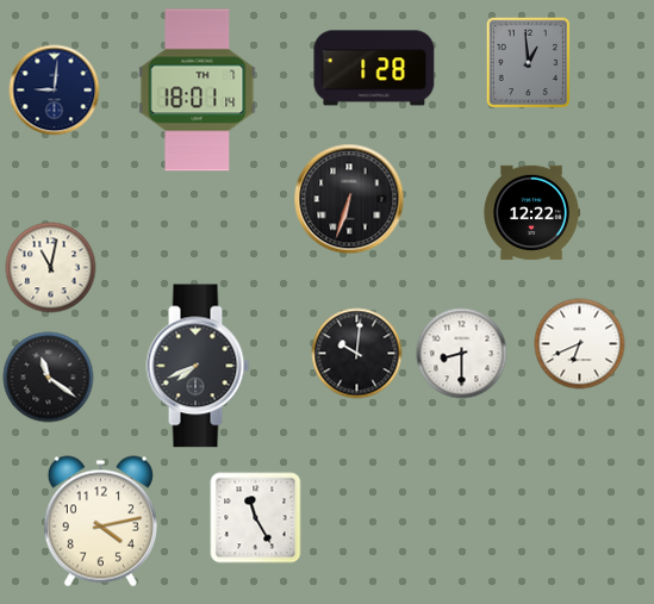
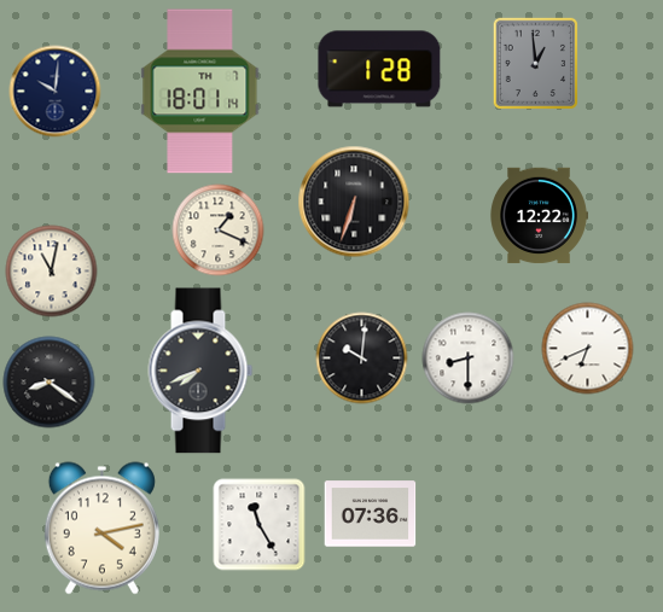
clock at (55, 91): 9:01 -> 10:01
clock at (219, 231): none -> 1:19
clock at (49, 378): 11:21 -> 8:21
clock at (371, 514): none -> 07:36
